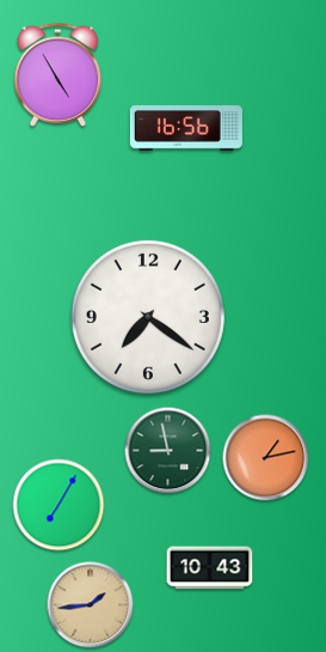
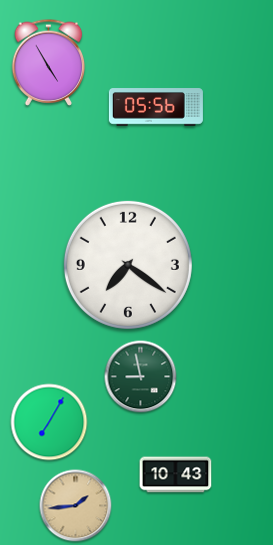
clock at (186, 128): 16:56 -> 05:56
clock at (148, 317) position: (148, 317) -> (128, 265)
clock at (266, 458): 1:13 -> none
